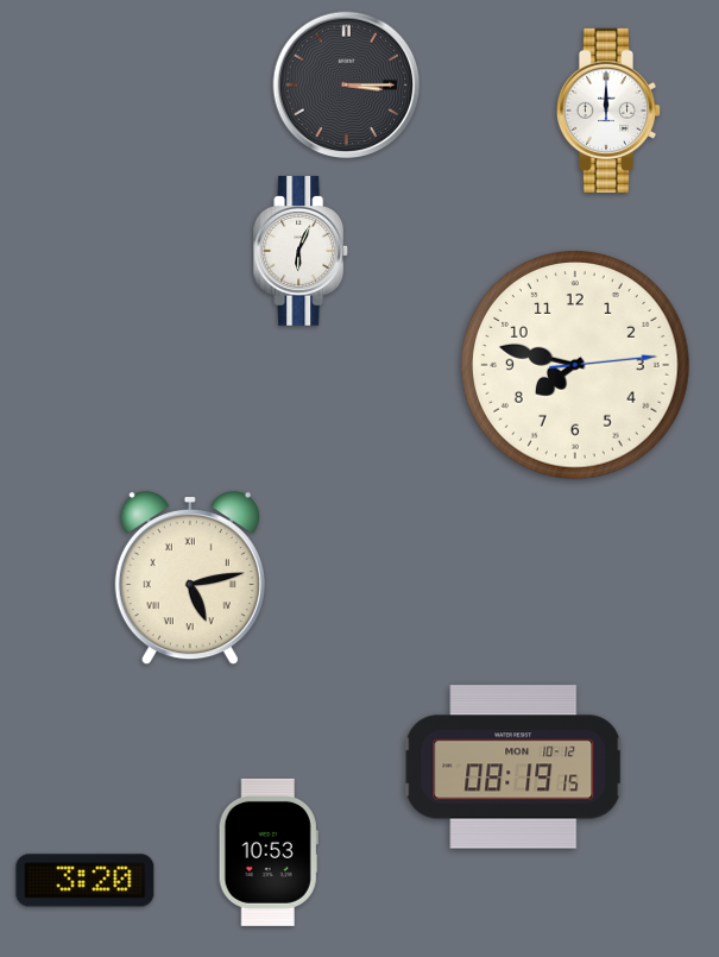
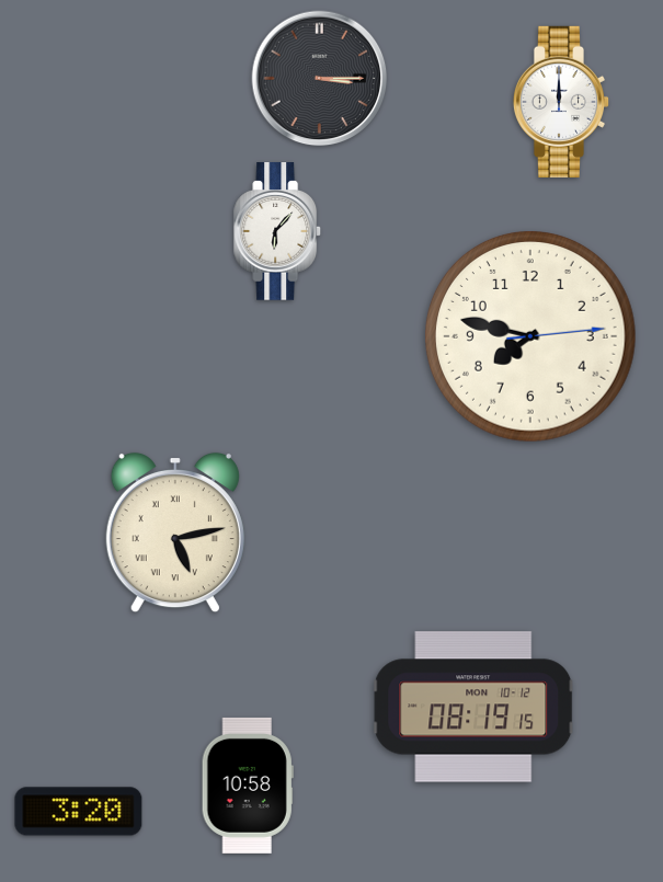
clock at (302, 251): 6:04 -> 6:07
clock at (269, 852): 10:53 -> 10:58
